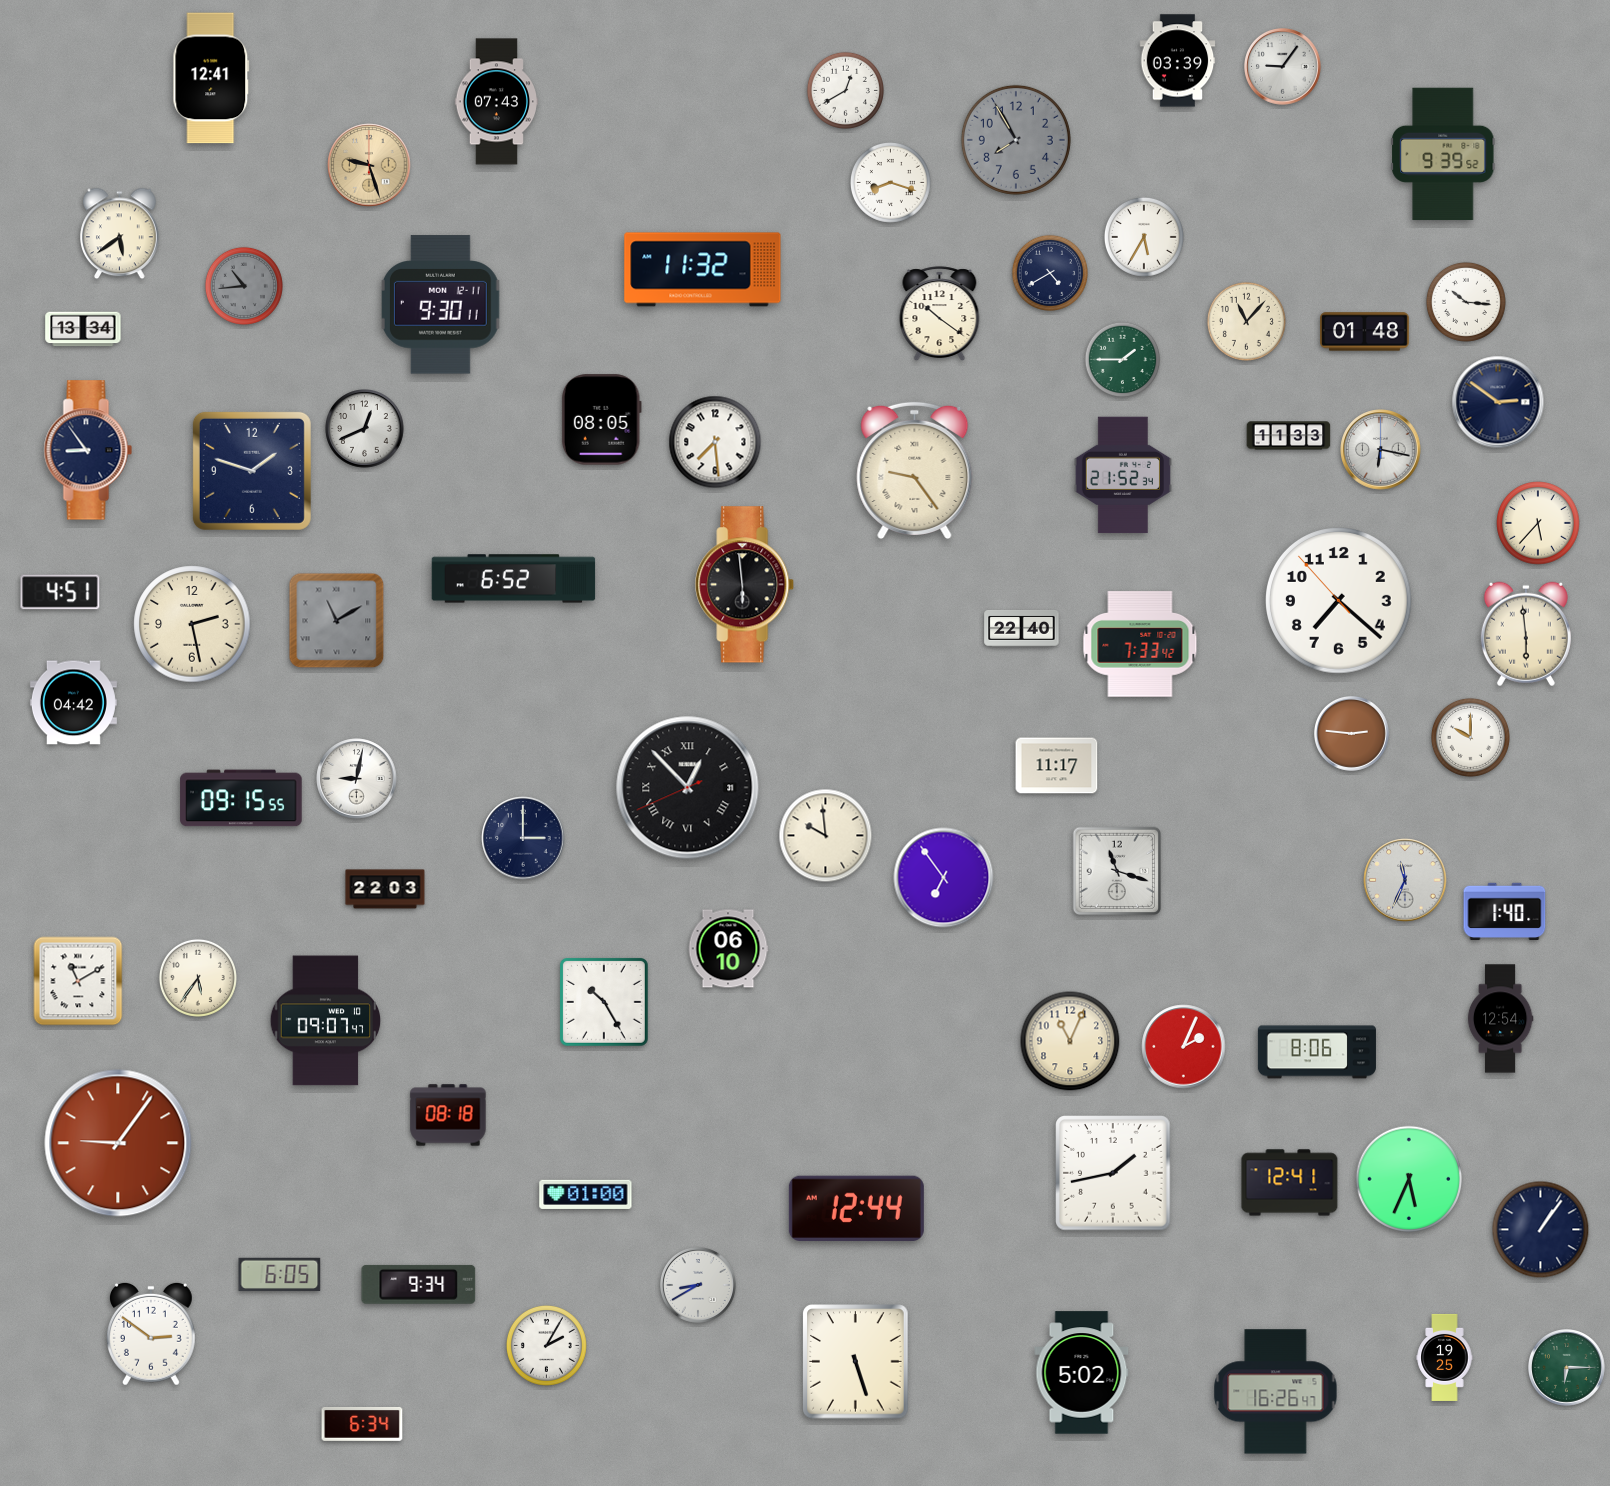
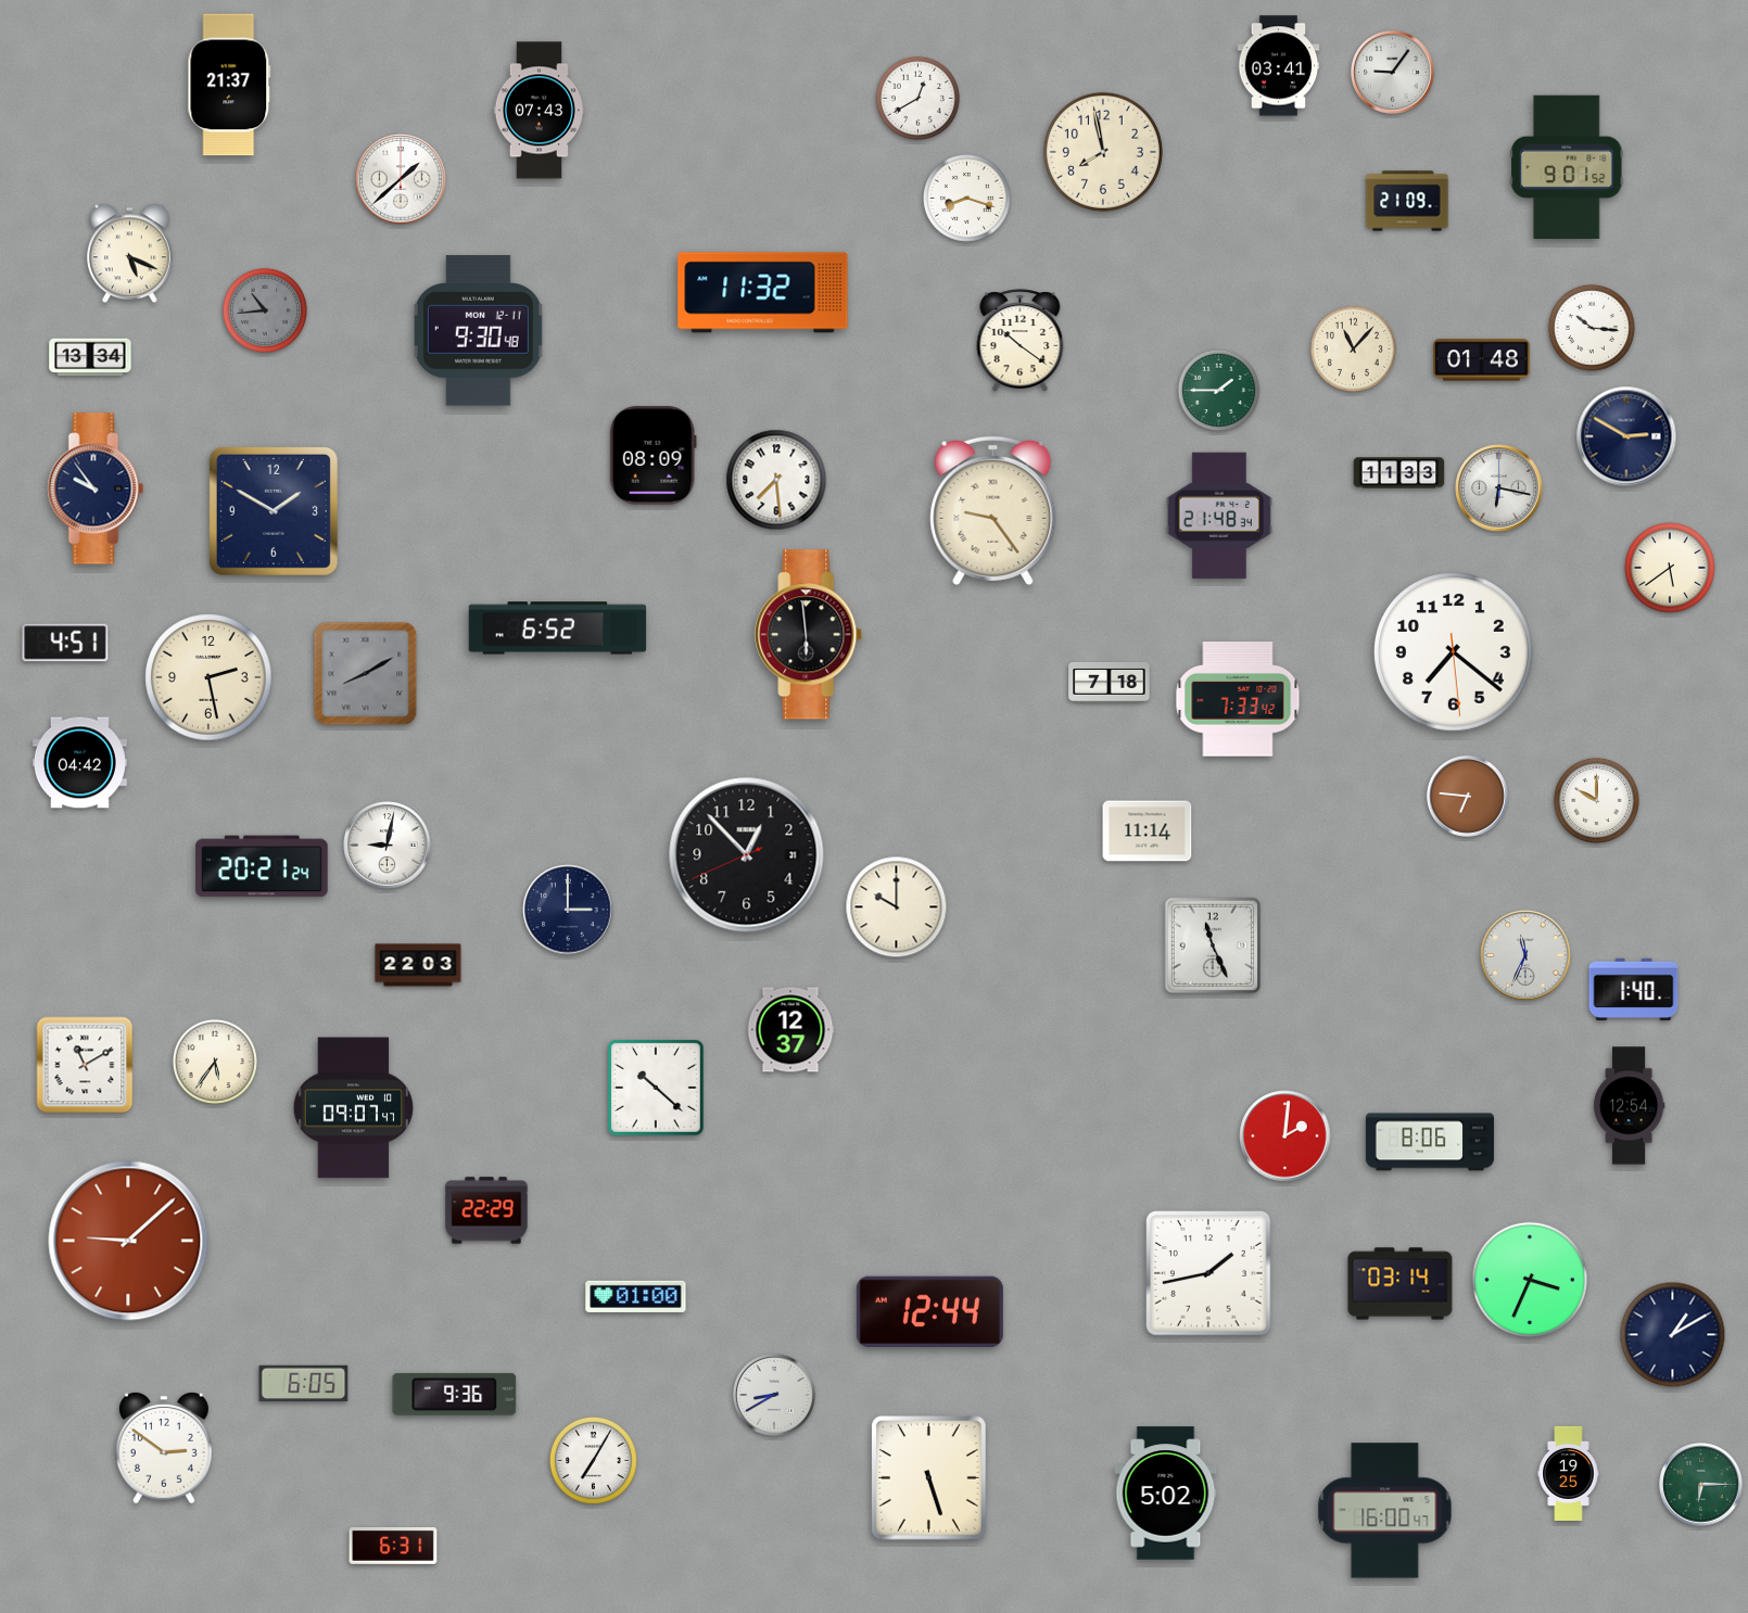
clock at (1178, 61): 03:39 -> 03:41
clock at (211, 78): 12:41 -> 21:37
clock at (1016, 140): 7:55 -> 7:58
clock at (1016, 140) dial: grey -> cream
clock at (1443, 154): 9:39 -> 9:01
clock at (369, 165): 9:27 -> 1:38
clock at (369, 165) dial: champagne -> white
clock at (1407, 201): none -> 21:09
clock at (120, 234): 5:39 -> 5:19
clock at (1144, 237): 5:35 -> none
clock at (1049, 272): 4:40 -> none
clock at (440, 305): 9:30:11 -> 9:30:48
clock at (1498, 402): 2:51 -> 2:50
clock at (601, 420): 08:05 -> 08:09
clock at (365, 429): 12:41 -> none
clock at (88, 450): 8:54 -> 9:54
clock at (252, 471): 1:48 -> 1:50
clock at (1123, 475): 21:52 -> 21:48
clock at (1538, 523): 5:37 -> 5:39
clock at (1339, 601): 7:21:53 -> 7:21:29
clock at (337, 621): 11:10 -> 8:10
clock at (1022, 628): 22:40 -> 7:18
clock at (1526, 634): 5:59 -> none
clock at (1351, 733): 2:46 -> 6:46
clock at (1057, 766): 11:17 -> 11:14
clock at (688, 788) numerals: Roman -> Arabic
clock at (241, 798): 09:15 -> 20:21
clock at (826, 836): 9:59 -> 10:00
clock at (1116, 870): 11:18 -> 11:26
clock at (944, 878): 6:54 -> none
clock at (728, 949): 06:10 -> 12:37
clock at (604, 1002): 10:25 -> 10:22
clock at (1070, 1041): 11:04 -> none
clock at (1184, 1047): 2:04 -> 2:01
clock at (448, 1115): 08:18 -> 22:29
clock at (118, 1143): 9:06 -> 9:08
clock at (1408, 1178): 5:34 -> 3:34
clock at (1290, 1183): 12:41 -> 03:14
clock at (1541, 1230): 1:06 -> 1:10
clock at (419, 1284): 9:34 -> 9:36
clock at (699, 1286) position: (699, 1286) -> (775, 1396)
clock at (546, 1345): 2:05 -> 7:05
clock at (1082, 1373) position: (1082, 1373) -> (1166, 1494)
clock at (1276, 1392): 16:26 -> 16:00
clock at (362, 1424): 6:34 -> 6:31
